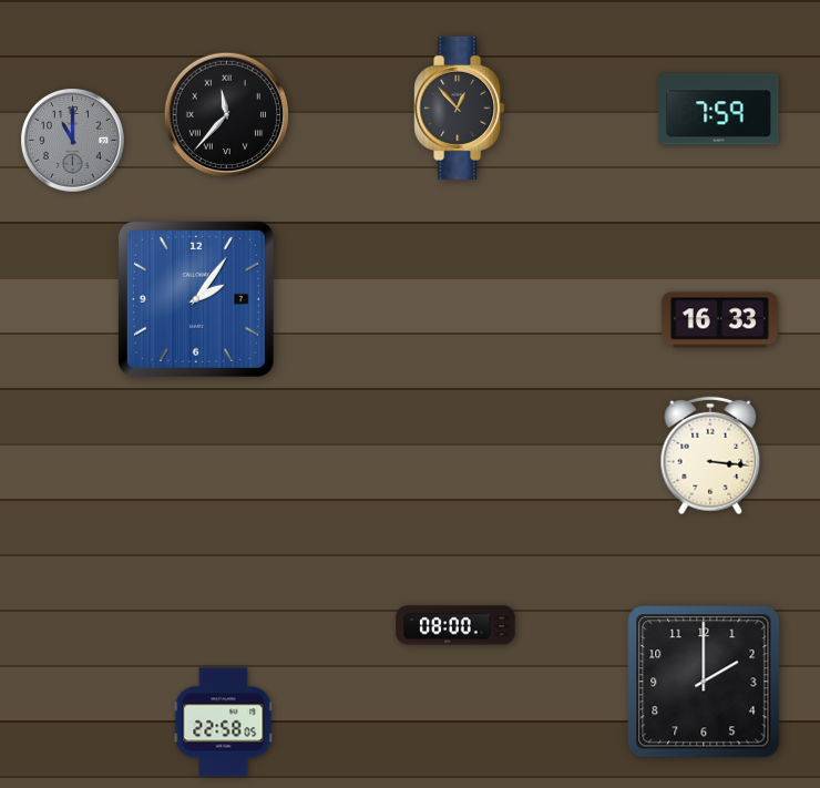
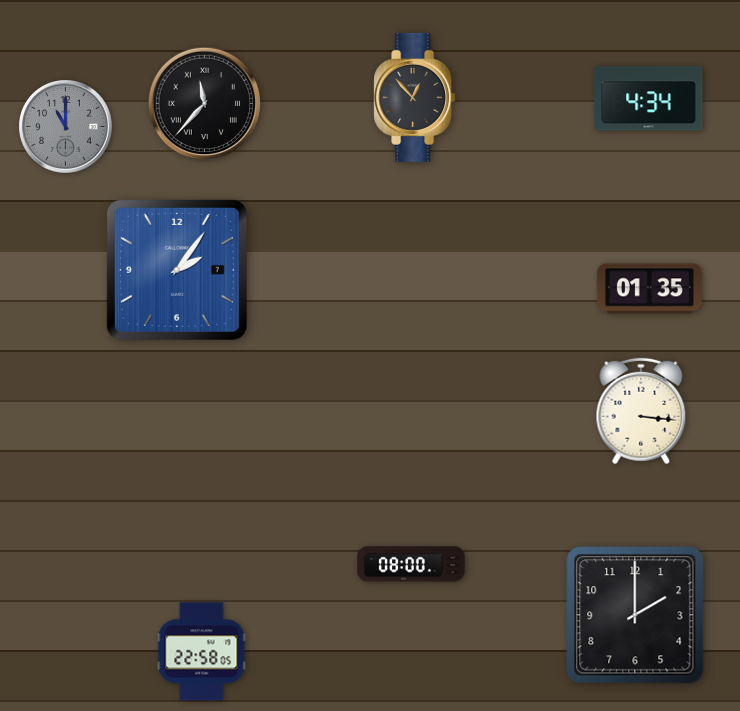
clock at (719, 110): 7:59 -> 4:34
clock at (719, 320): 16:33 -> 01:35
